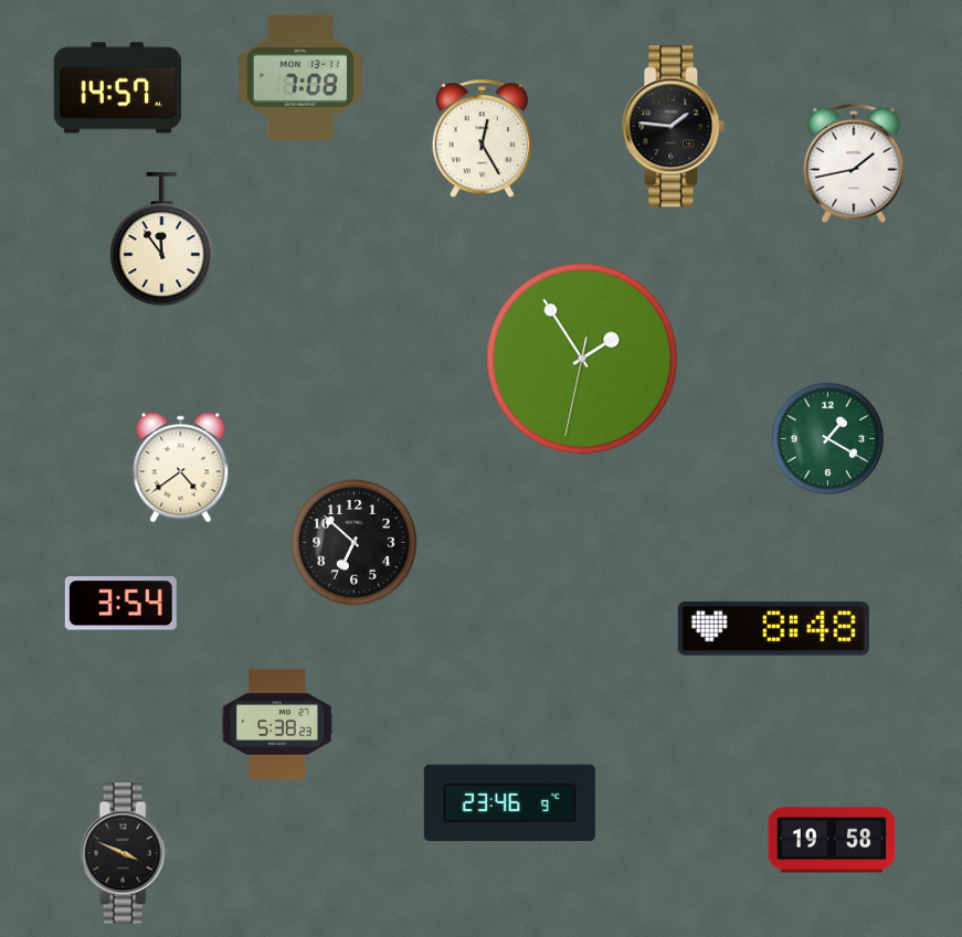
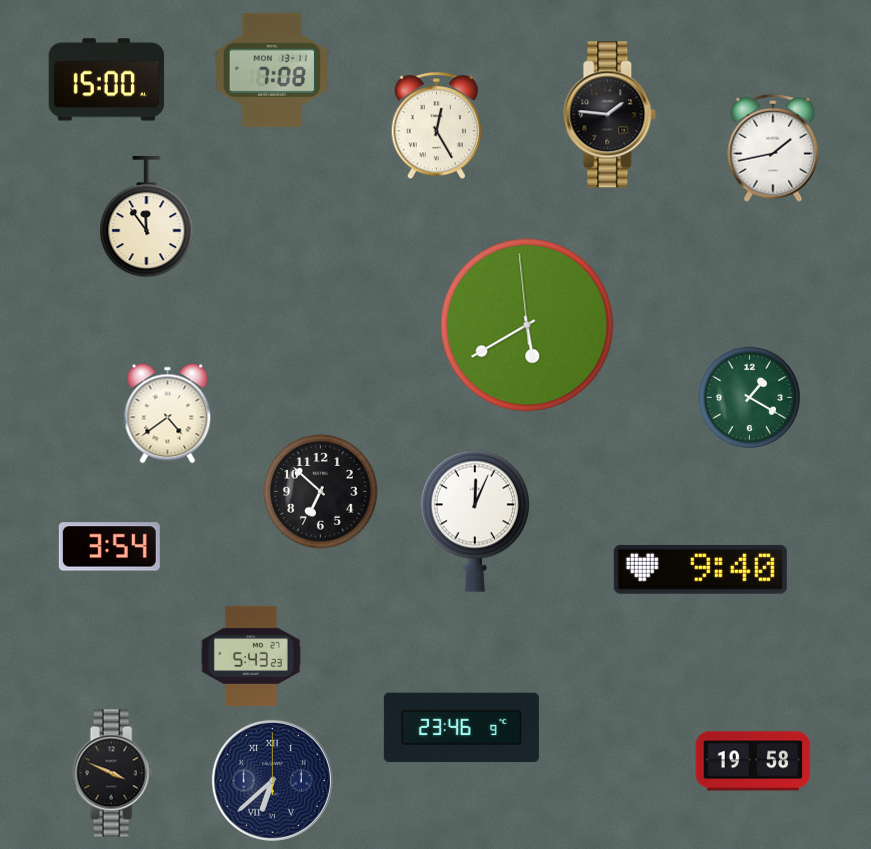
clock at (118, 88): 14:57 -> 15:00
clock at (582, 359): 1:54 -> 5:39
clock at (181, 468) position: (181, 468) -> (168, 414)
clock at (475, 521): none -> 12:04
clock at (773, 628): 8:48 -> 9:40
clock at (277, 724): 5:38 -> 5:43
clock at (272, 780): none -> 6:38
